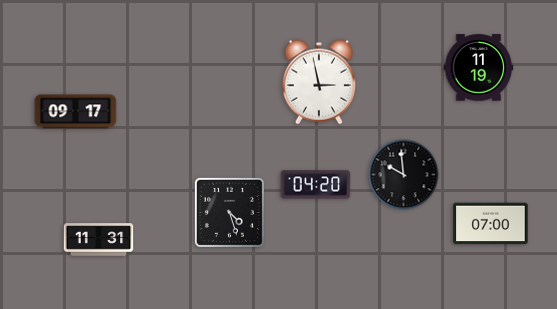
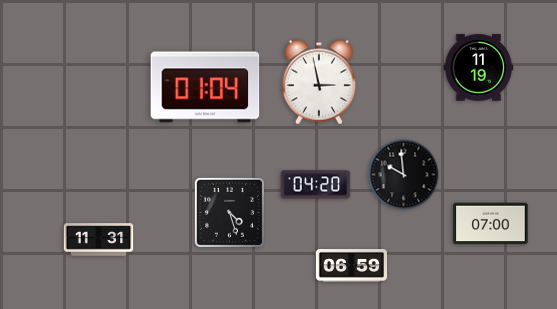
clock at (205, 87): none -> 01:04
clock at (76, 112): 09:17 -> none
clock at (351, 266): none -> 06:59
